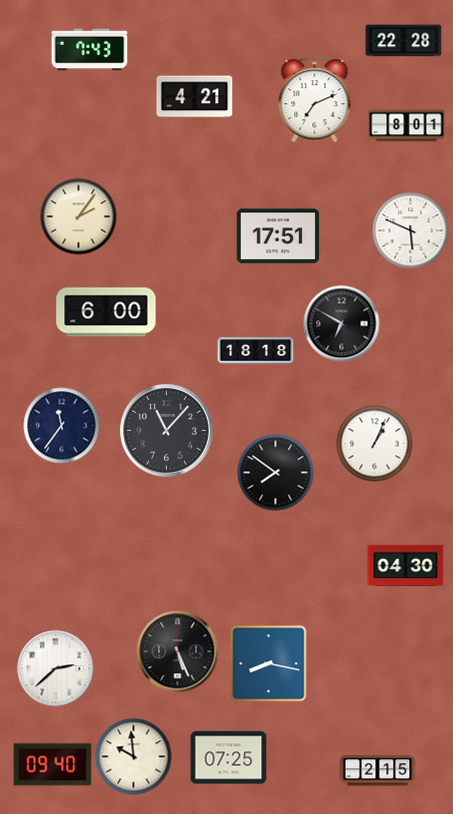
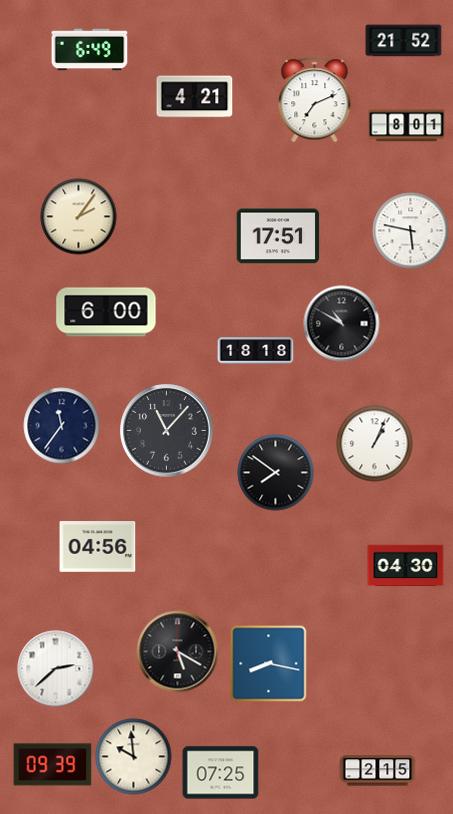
clock at (404, 41): 22:28 -> 21:52
clock at (90, 50): 7:43 -> 6:49
clock at (411, 231): 5:49 -> 5:47
clock at (342, 324): 6:50 -> 10:50
clock at (98, 547): none -> 04:56
clock at (178, 652): 5:26 -> 5:20
clock at (229, 758) position: (229, 758) -> (221, 773)
clock at (53, 765): 09:40 -> 09:39
